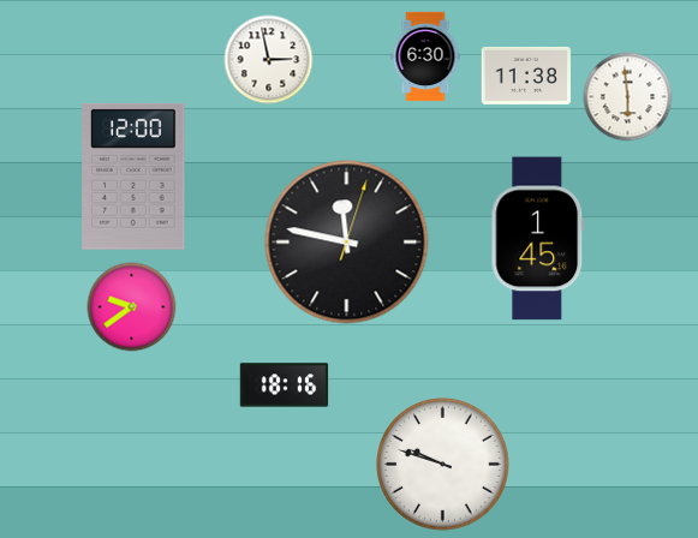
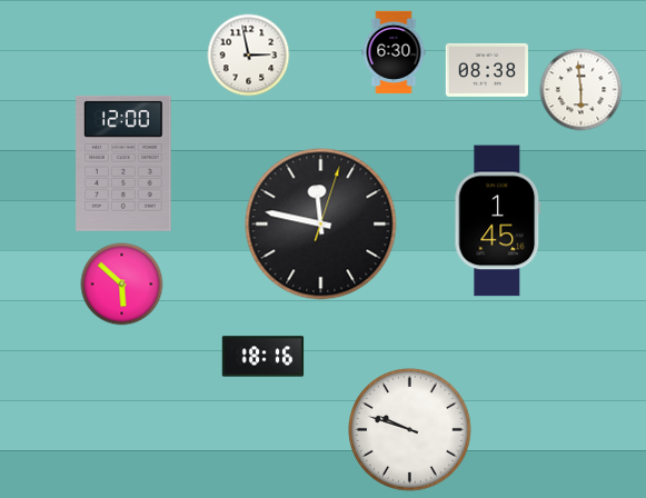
clock at (525, 76): 11:38 -> 08:38
clock at (132, 307): 9:39 -> 5:52
